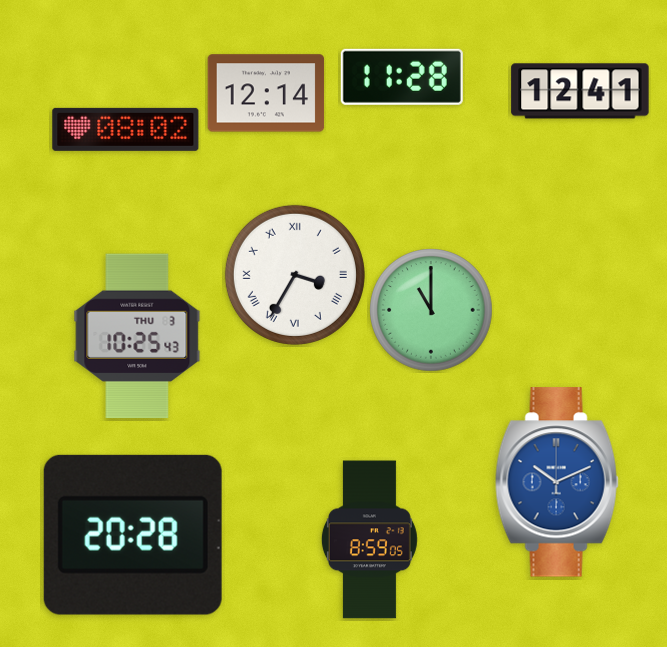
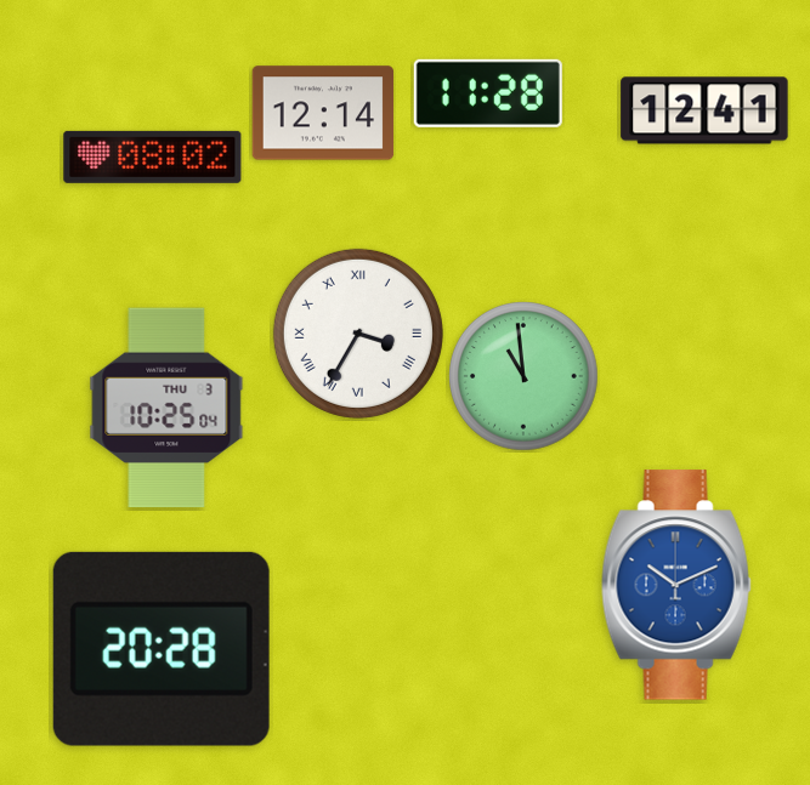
clock at (432, 311): 11:00 -> 10:59
clock at (137, 336): 10:25:43 -> 10:25:04
clock at (369, 540): 8:59 -> none
